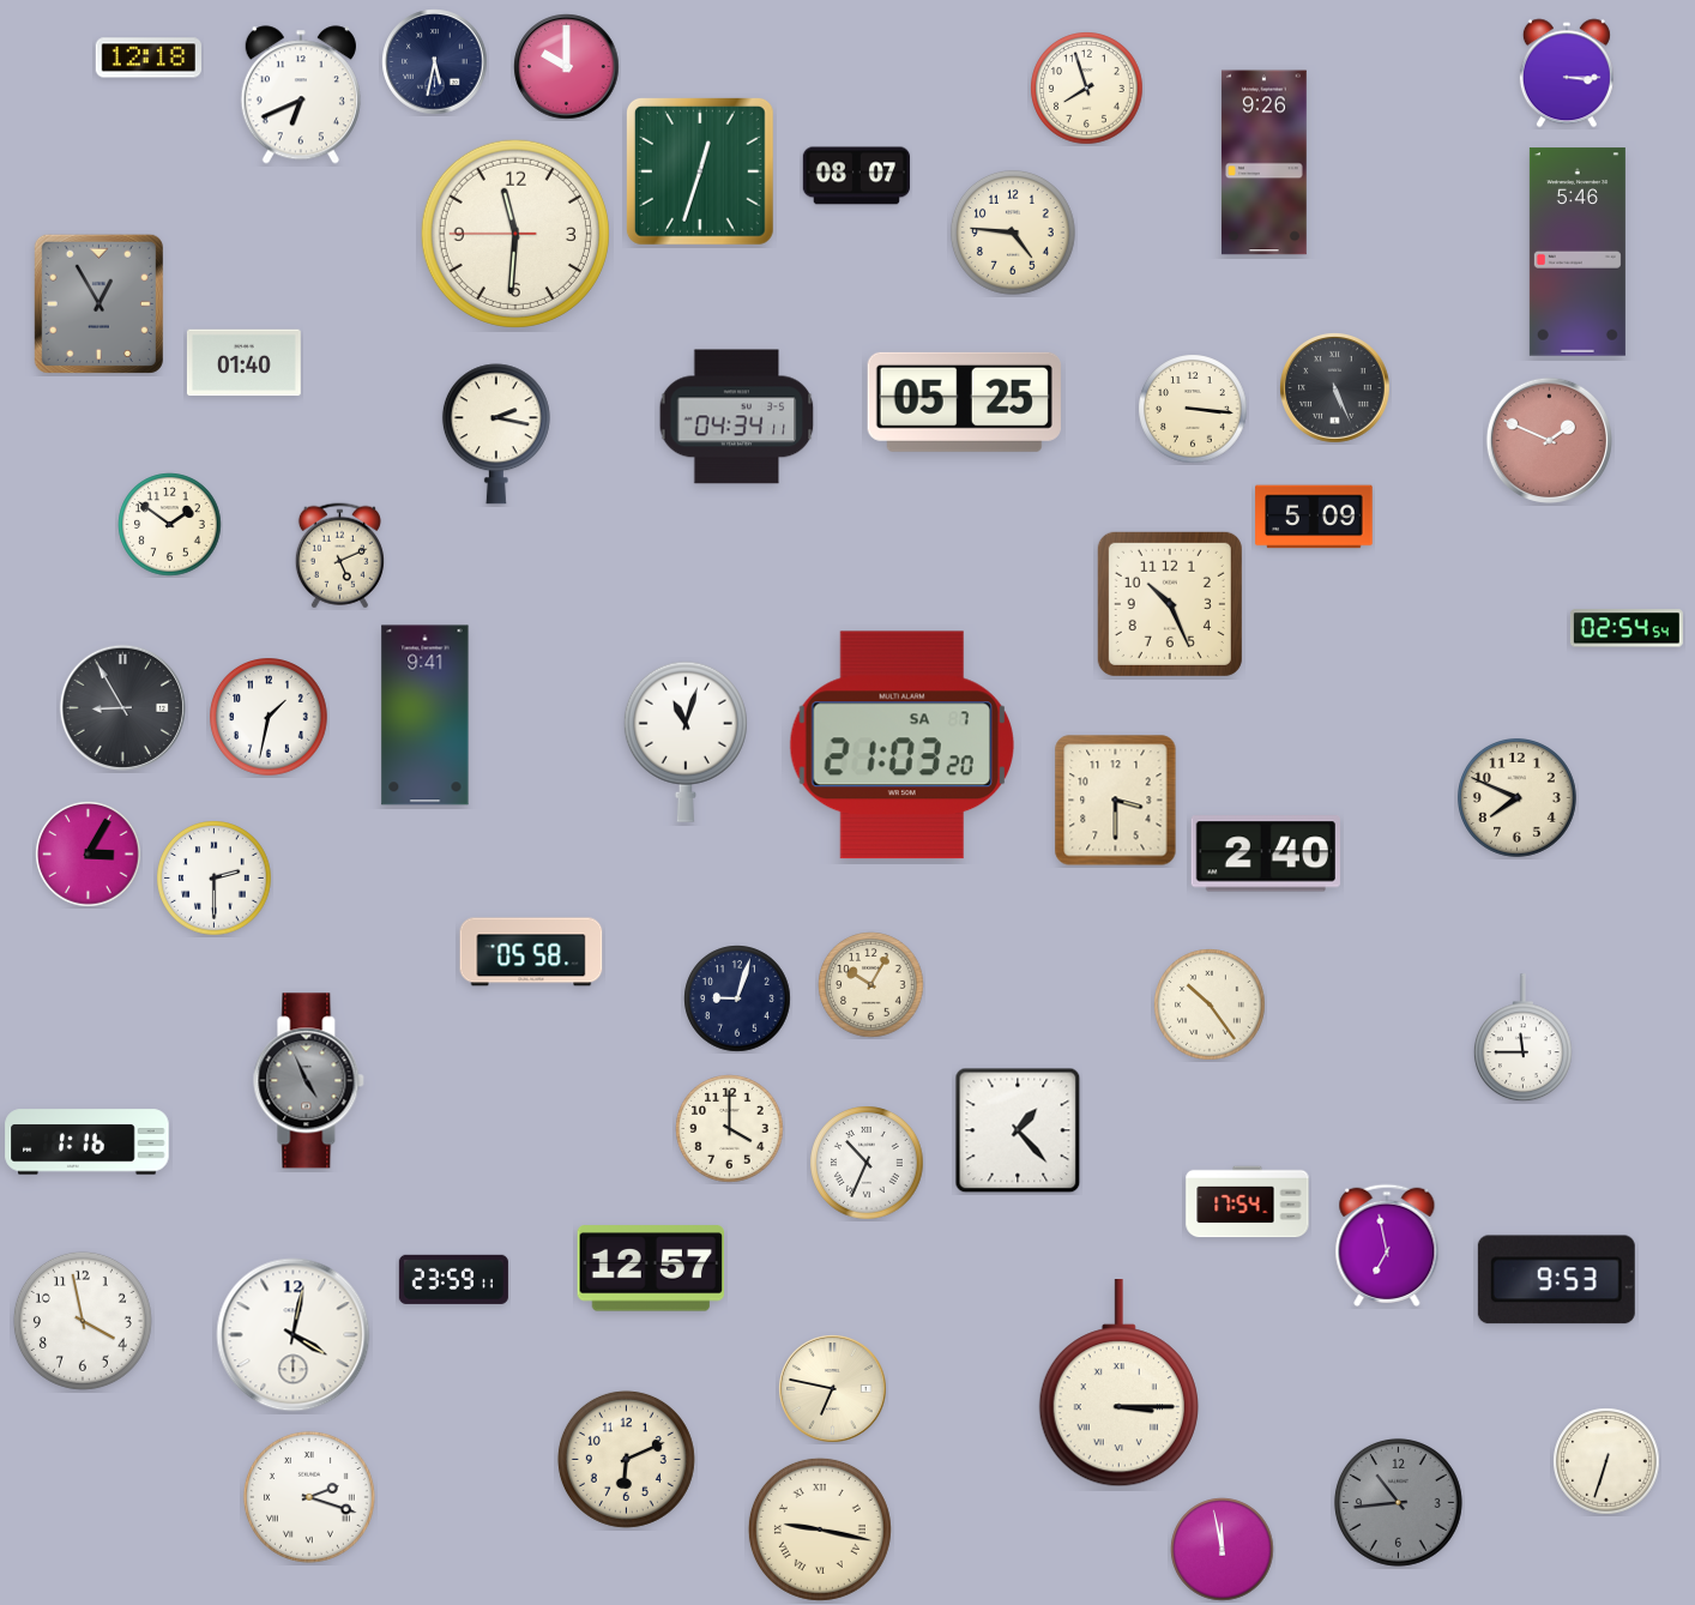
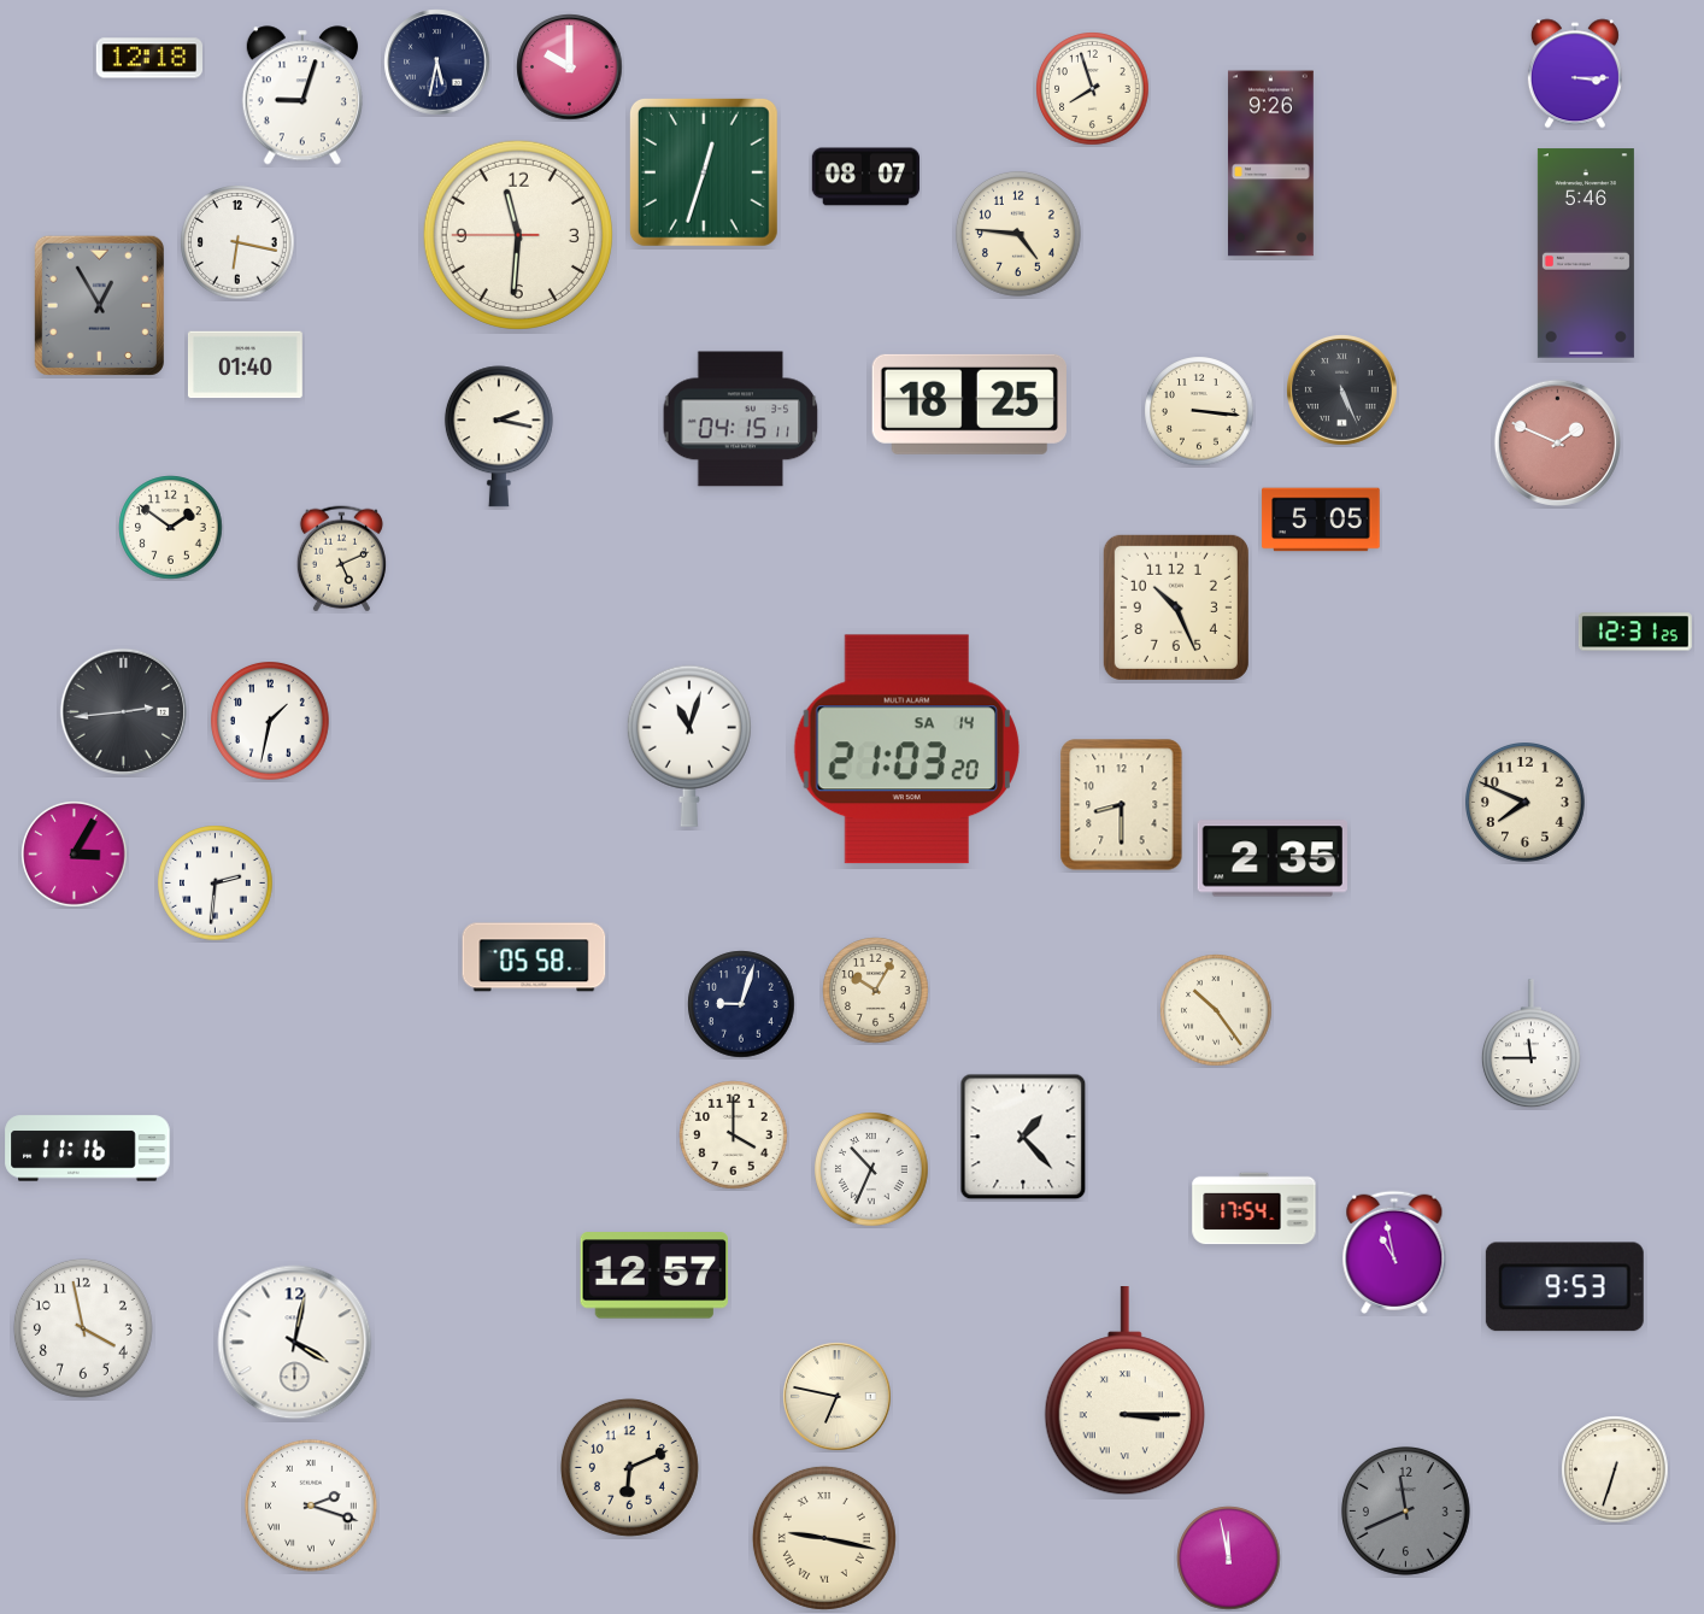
clock at (301, 95): 6:41 -> 9:03
clock at (856, 176) position: (856, 176) -> (865, 177)
clock at (237, 242): none -> 6:17
clock at (964, 402): 05:25 -> 18:25
clock at (737, 417): 04:34 -> 04:15
clock at (1314, 517): 5:09 -> 5:05
clock at (1627, 628): 02:54 -> 12:31
clock at (122, 707): 8:55 -> 2:44
clock at (426, 716): 9:41 -> none
clock at (901, 746) date: SA 7 -> SA 14
clock at (1116, 801): 3:30 -> 8:30
clock at (1266, 853): 2:40 -> 2:35
clock at (89, 855) position: (89, 855) -> (75, 855)
clock at (215, 879): 2:30 -> 2:31
clock at (309, 1081): 4:56 -> none
clock at (88, 1142): 1:16 -> 11:16
clock at (1387, 1245): 6:58 -> 10:58
clock at (453, 1279): 23:59 -> none
clock at (1398, 1502): 10:44 -> 11:41
